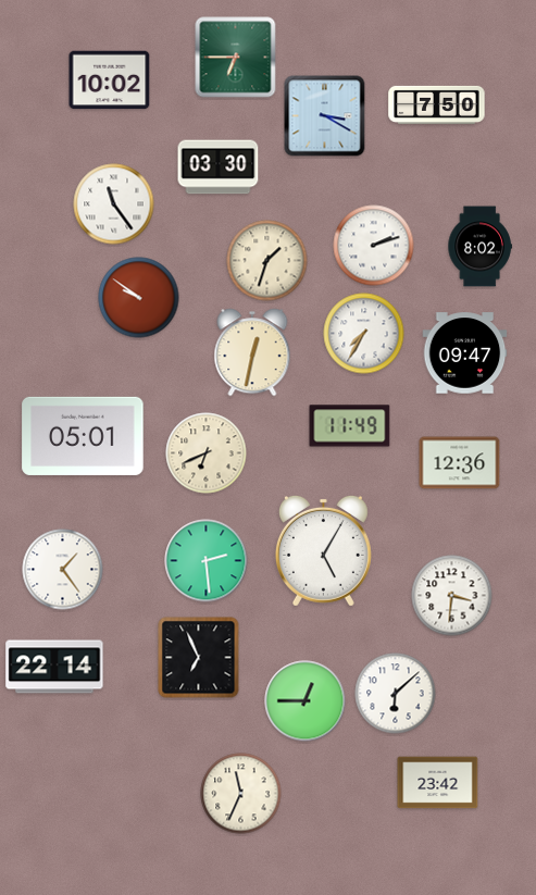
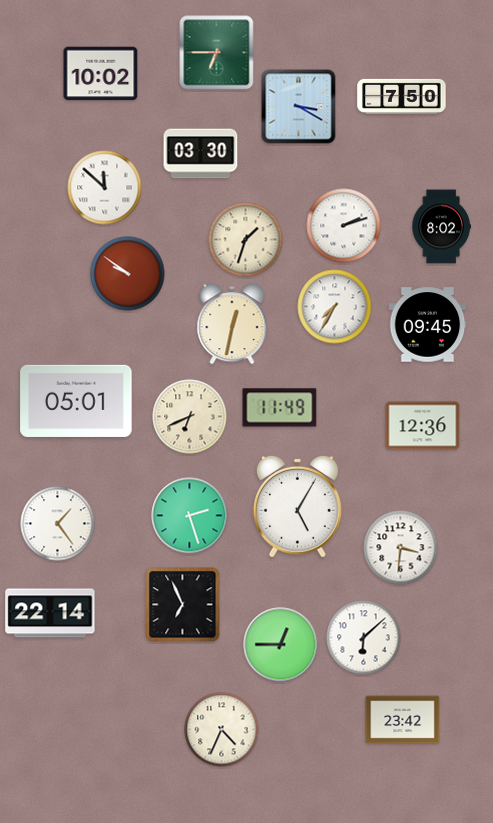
clock at (114, 204): 11:24 -> 11:52
clock at (465, 353): 09:47 -> 09:45
clock at (350, 426) position: (350, 426) -> (280, 408)
clock at (207, 561): 2:29 -> 2:27
clock at (452, 596) position: (452, 596) -> (401, 548)
clock at (241, 794): 11:34 -> 4:34
